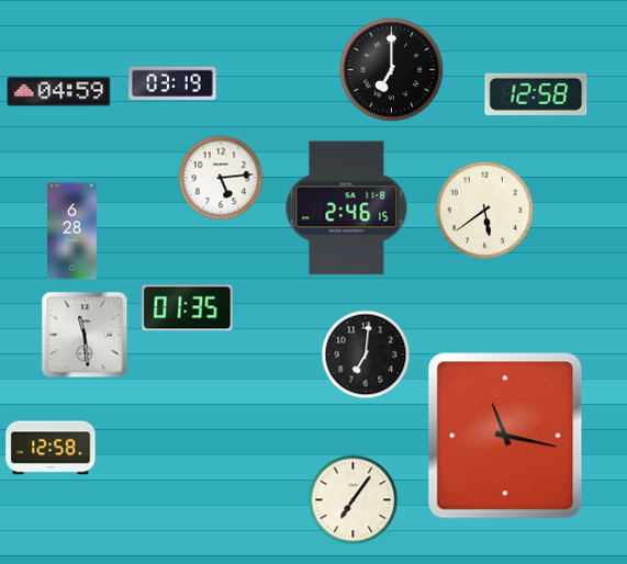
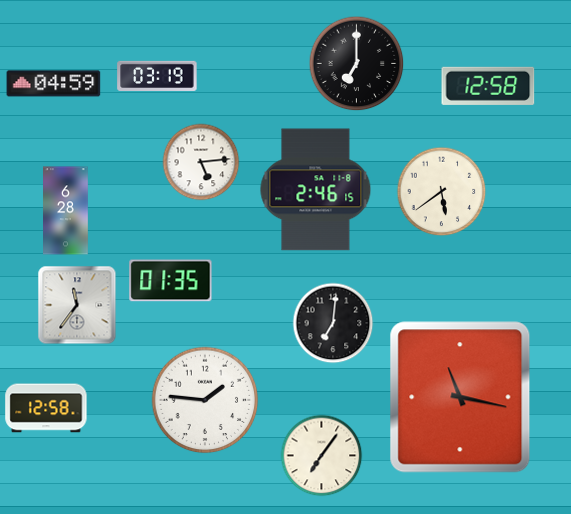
clock at (85, 335): 11:29 -> 11:36
clock at (205, 400): none -> 1:46
